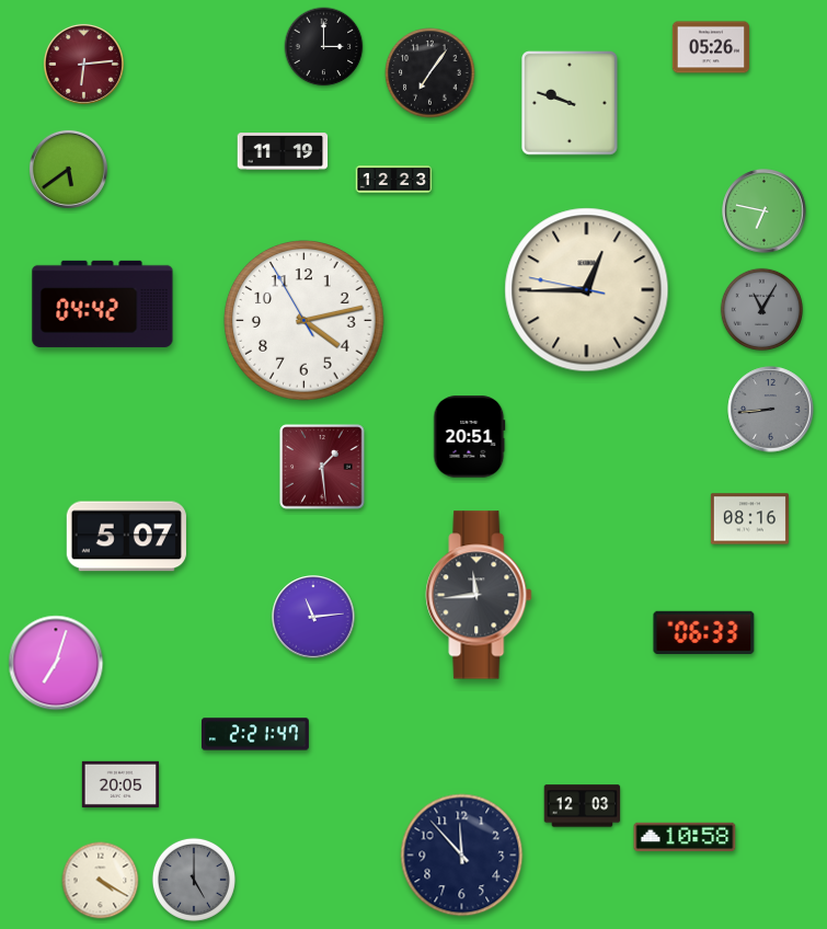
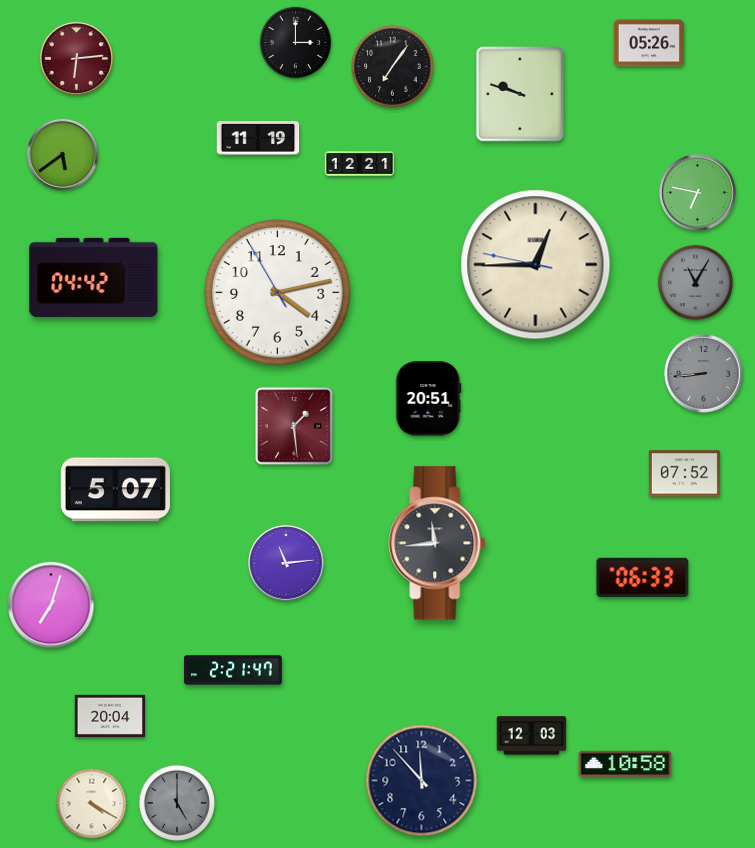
clock at (394, 180): 12:23 -> 12:21
clock at (749, 519): 08:16 -> 07:52
clock at (119, 783): 20:05 -> 20:04
